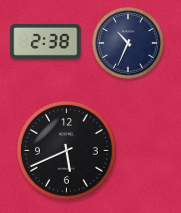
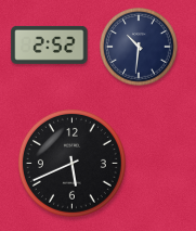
clock at (46, 41): 2:38 -> 2:52
clock at (129, 44): 10:34 -> 10:31
